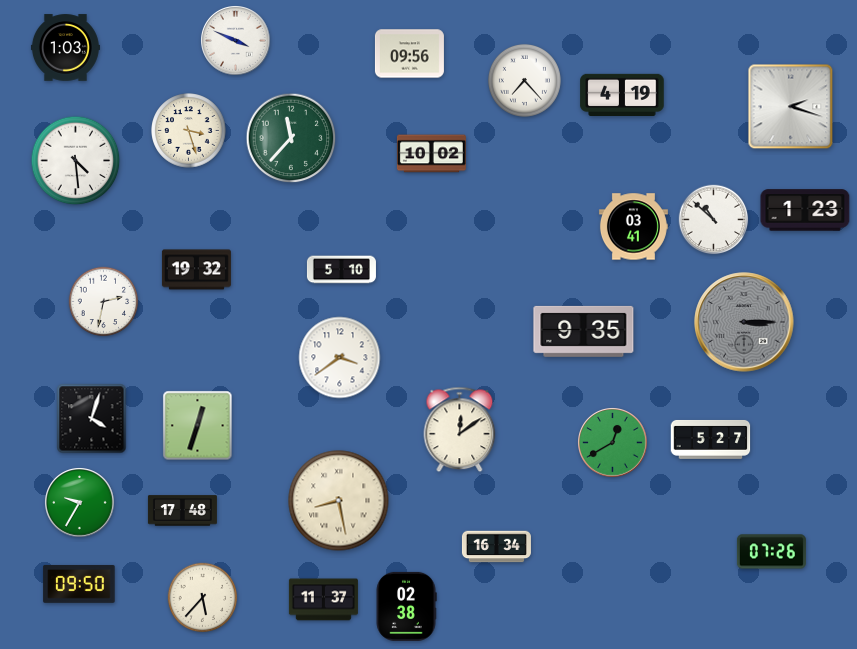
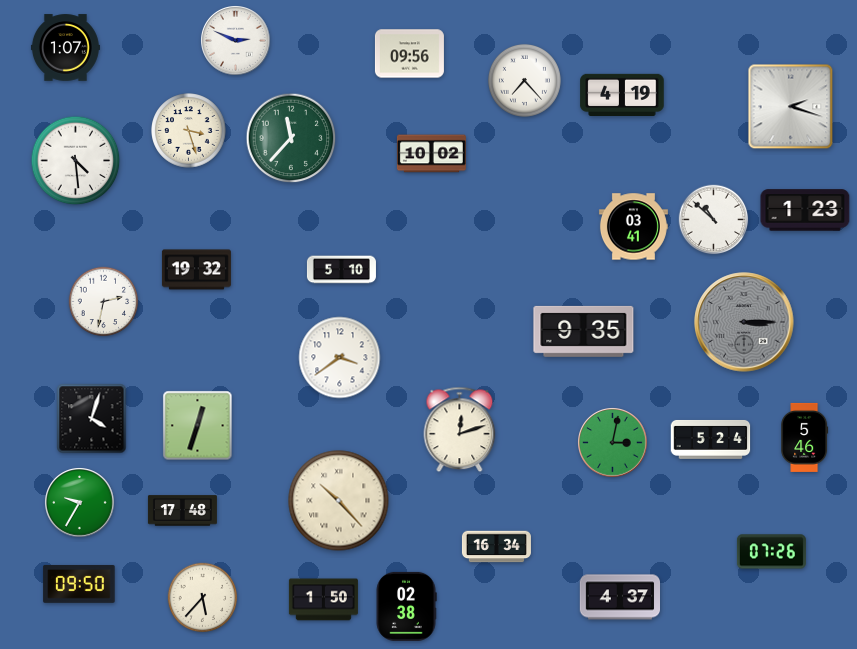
clock at (236, 41): 3:49 -> 2:49
clock at (65, 48): 1:03 -> 1:07
clock at (460, 430): 12:09 -> 12:12
clock at (805, 437): none -> 5:46
clock at (711, 439): 5:27 -> 5:24
clock at (613, 443): 12:40 -> 3:02
clock at (339, 501): 8:28 -> 10:23
clock at (620, 597): none -> 4:37
clock at (323, 600): 11:37 -> 1:50
